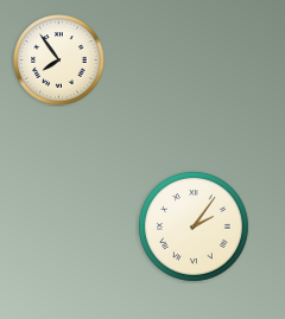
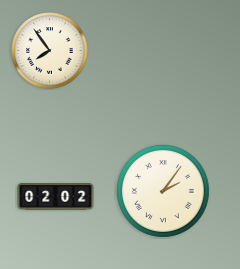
clock at (56, 197): none -> 02:02
